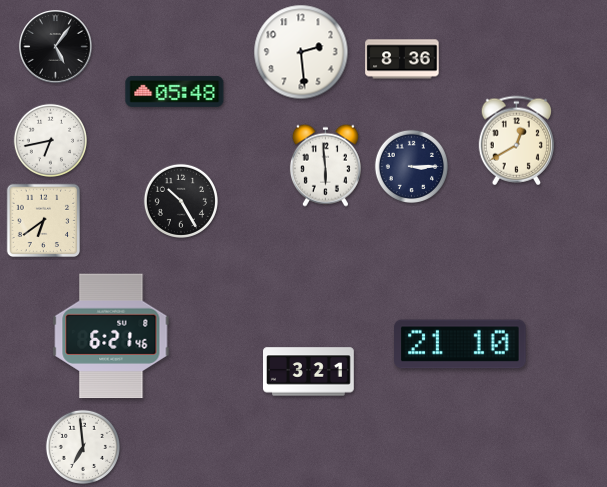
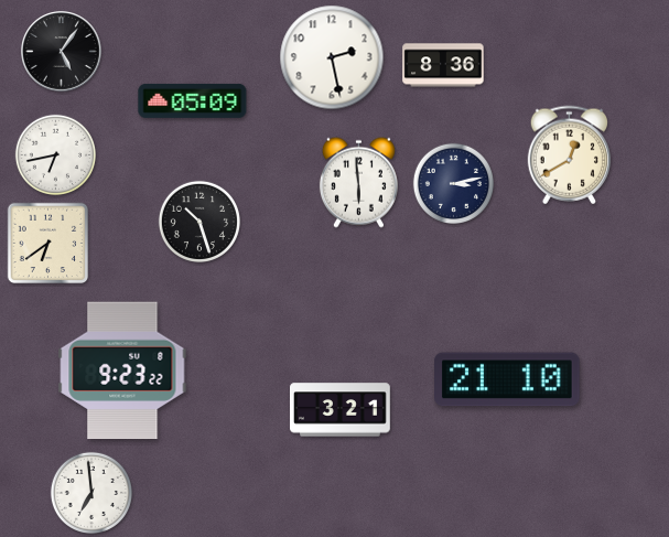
clock at (301, 52): 2:29 -> 2:28
clock at (175, 91): 05:48 -> 05:09
clock at (411, 166): 3:15 -> 3:13
clock at (181, 201): 10:25 -> 10:27
clock at (111, 336): 6:21 -> 9:23
